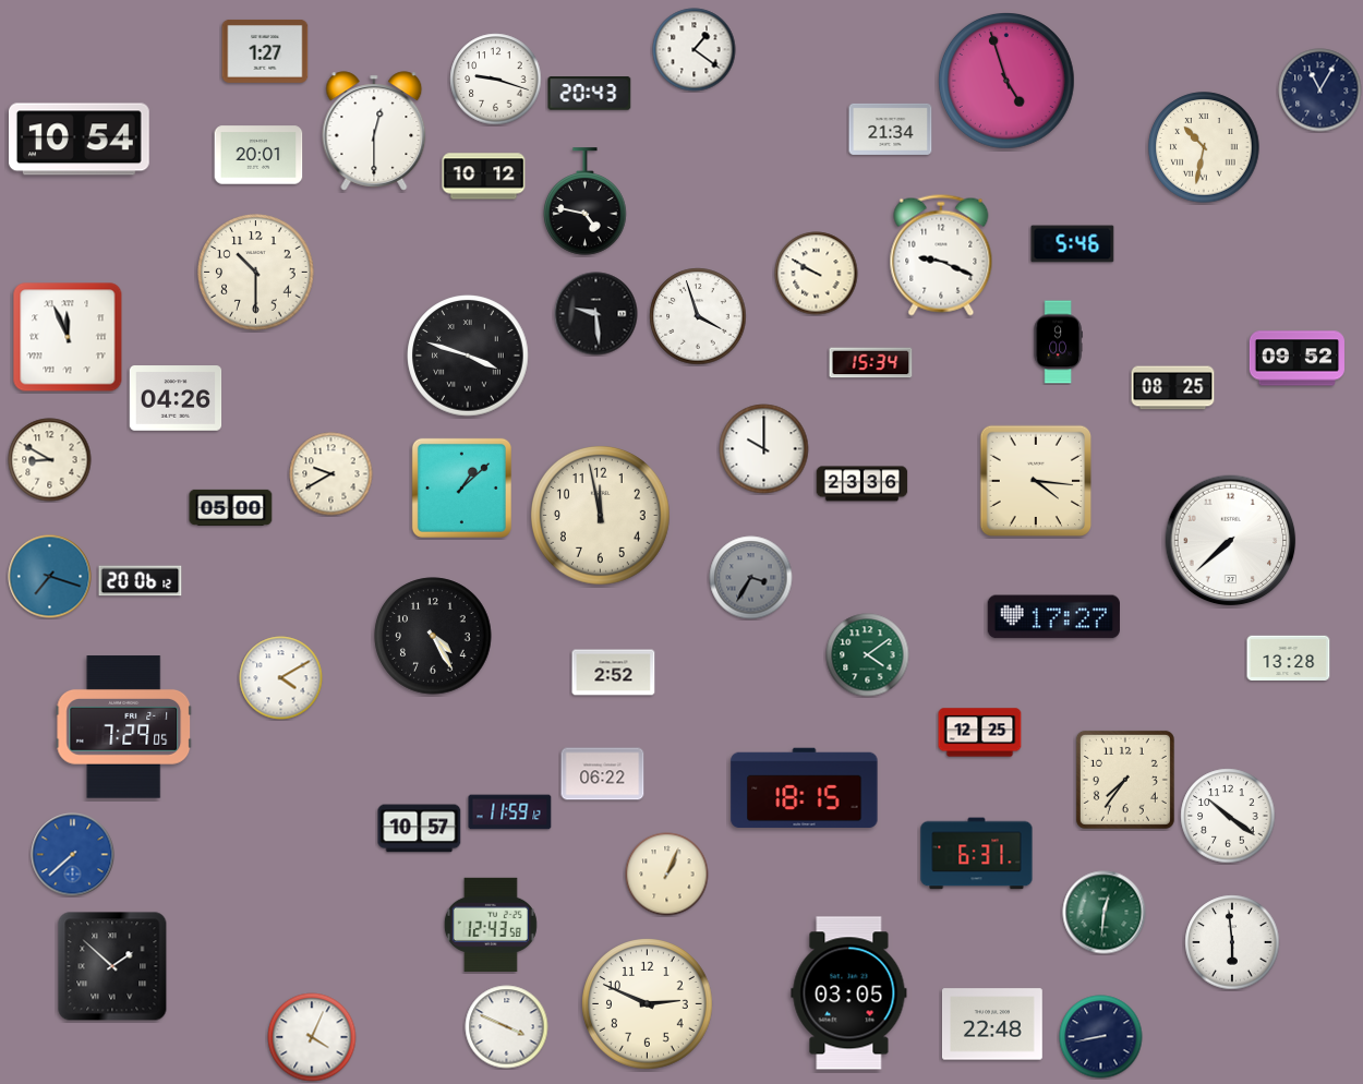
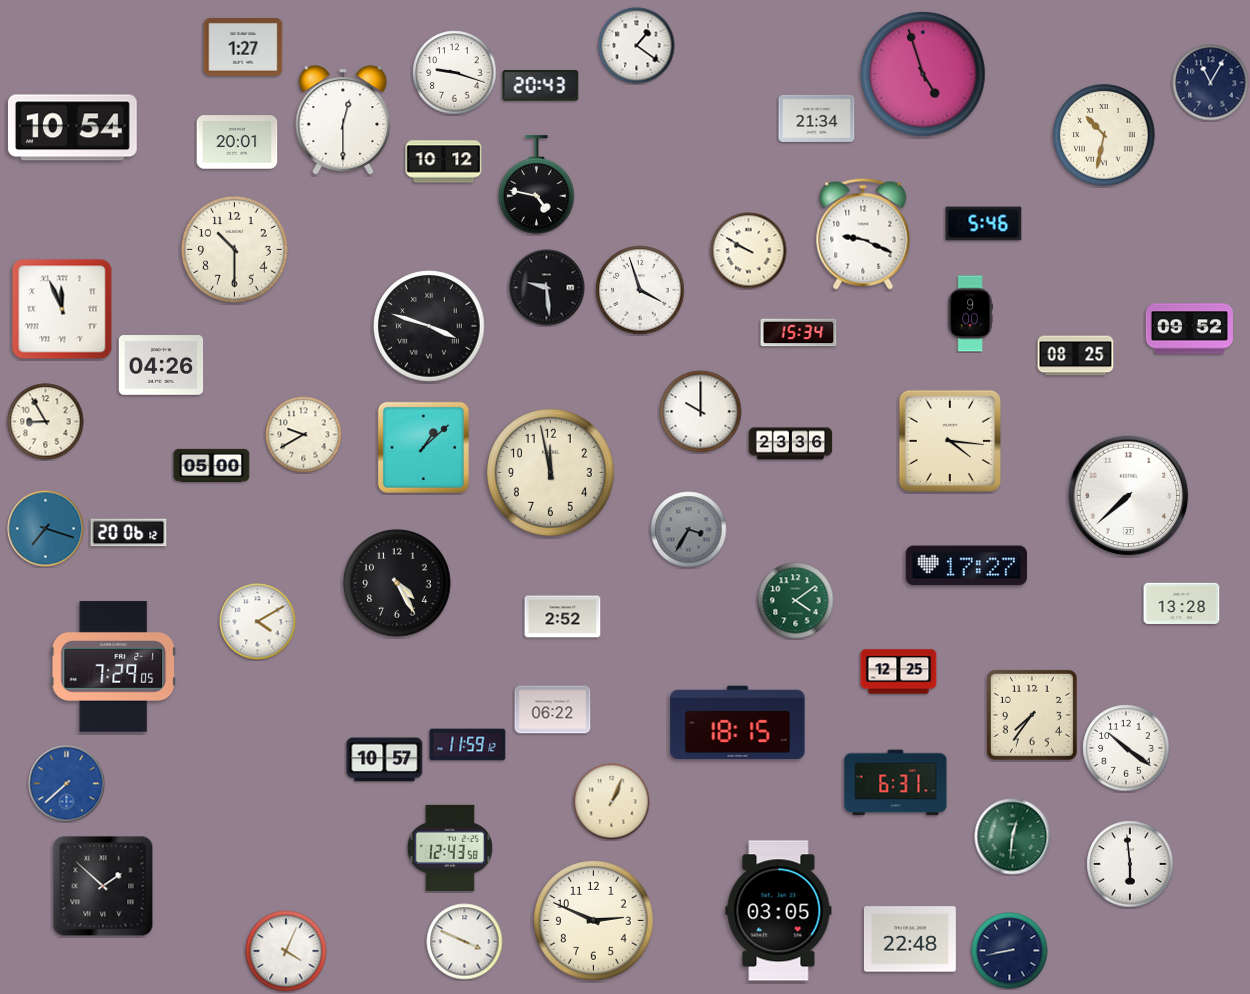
clock at (50, 460): 8:50 -> 8:55
